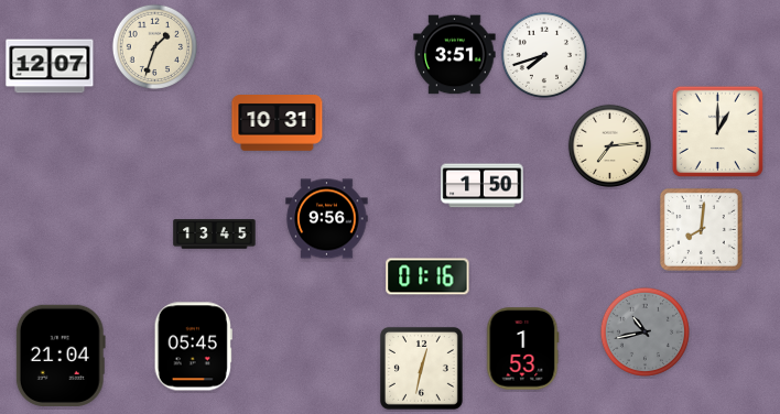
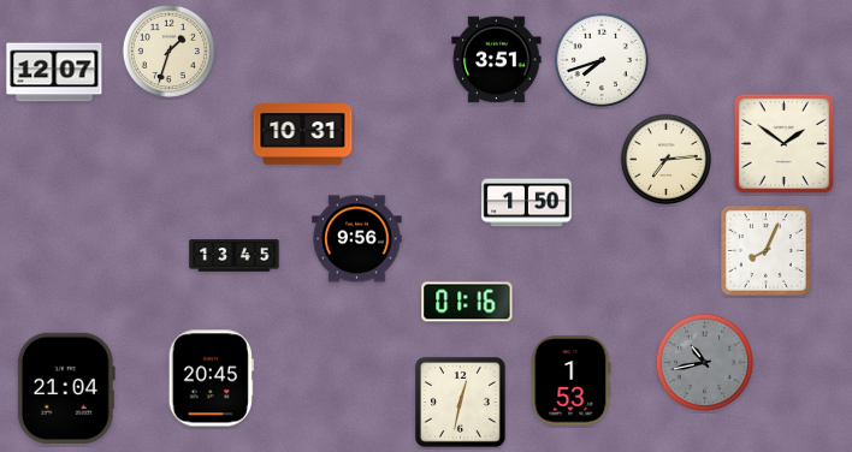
clock at (544, 55) position: (544, 55) -> (602, 60)
clock at (717, 131): 1:00 -> 1:51
clock at (701, 229): 8:01 -> 8:04
clock at (193, 347): 05:45 -> 20:45
